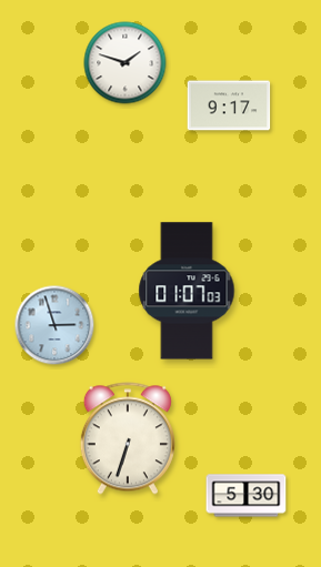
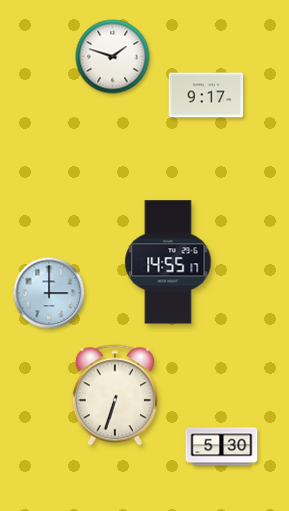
clock at (187, 291): 01:07 -> 14:55
clock at (54, 325): 2:57 -> 3:00
